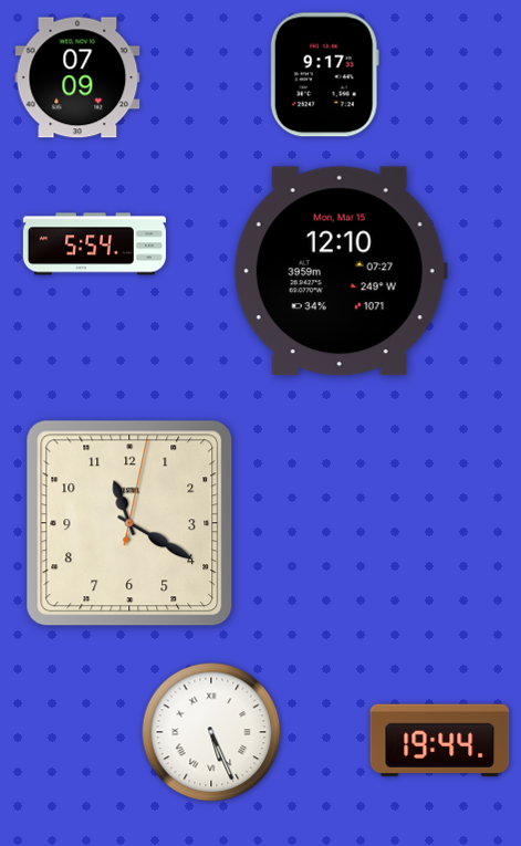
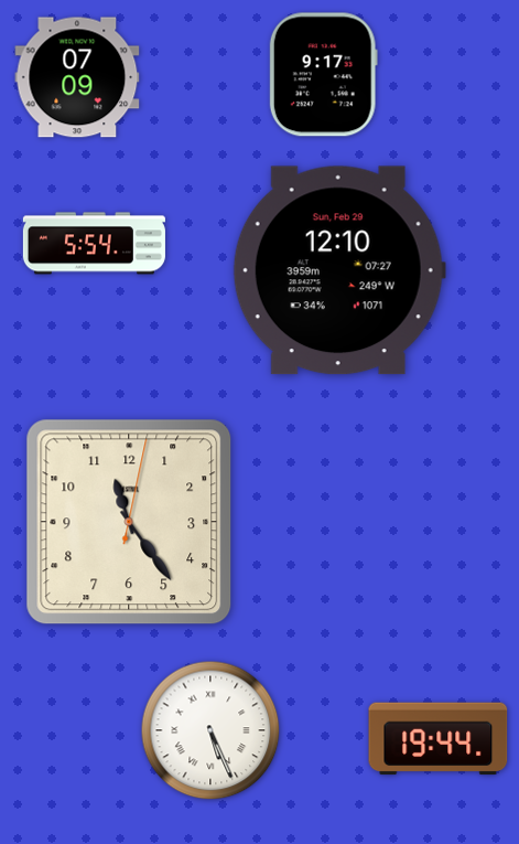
clock at (341, 271) date: Mon, Mar 15 -> Sun, Feb 29
clock at (129, 523): 11:20 -> 11:24
